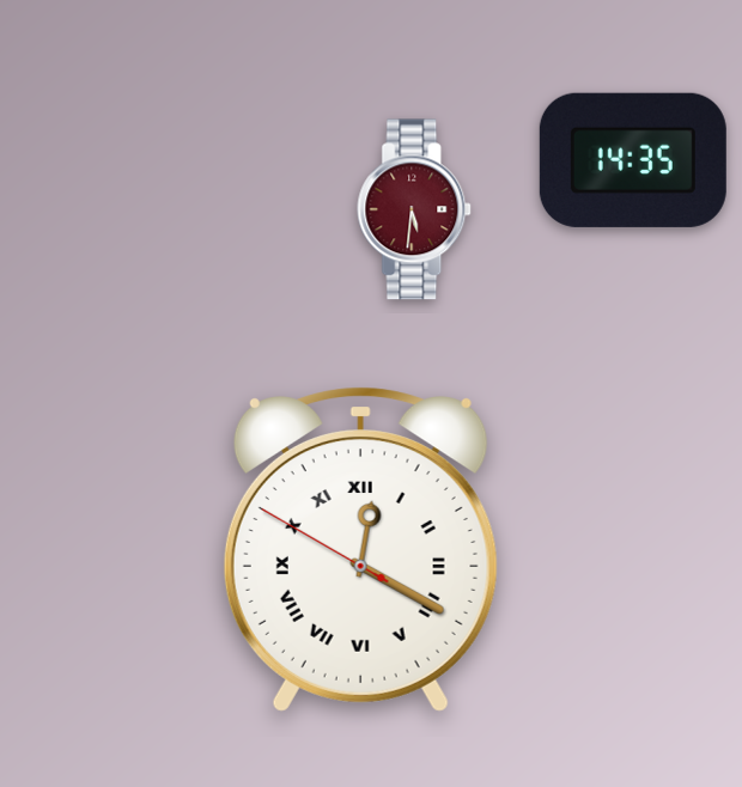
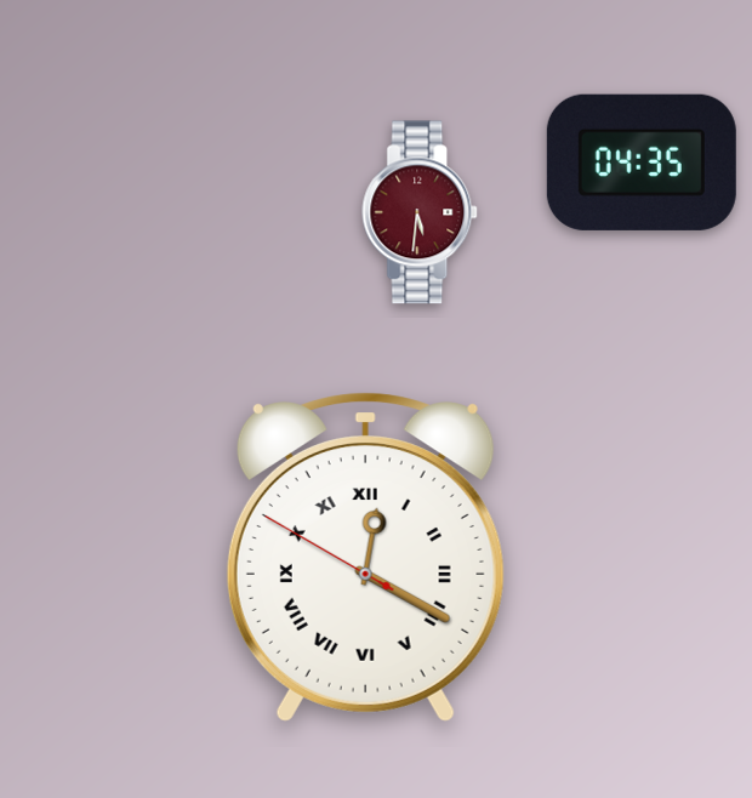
clock at (633, 160): 14:35 -> 04:35
